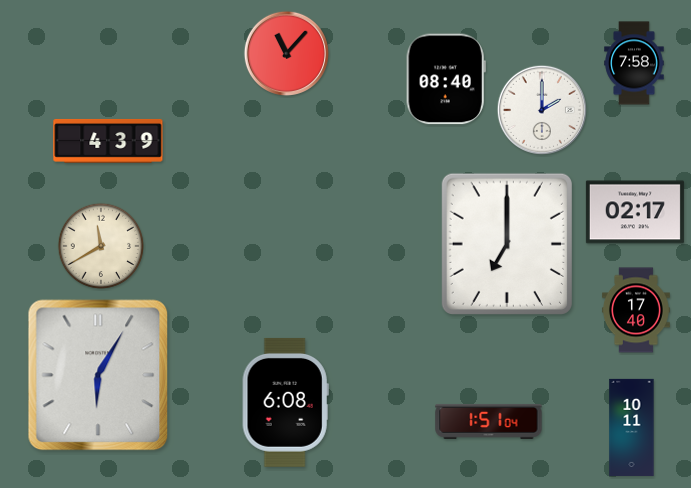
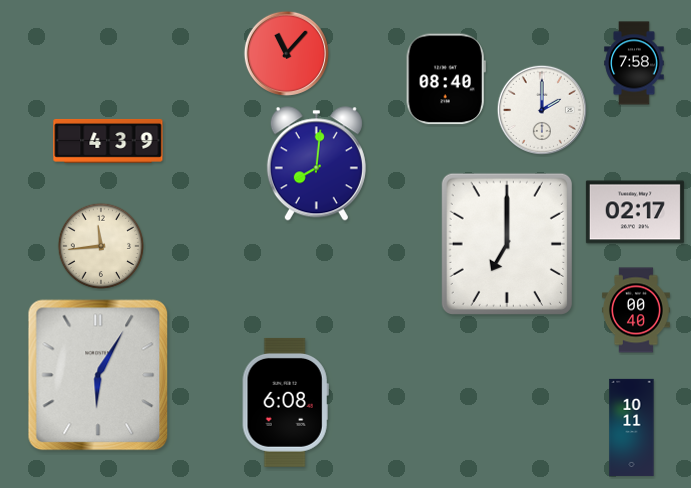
clock at (316, 164): none -> 8:01
clock at (101, 246): 11:40 -> 11:44
clock at (636, 310): 17:40 -> 00:40
clock at (489, 421): 1:51 -> none
